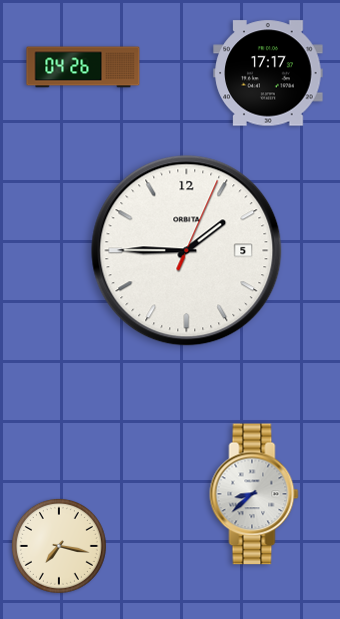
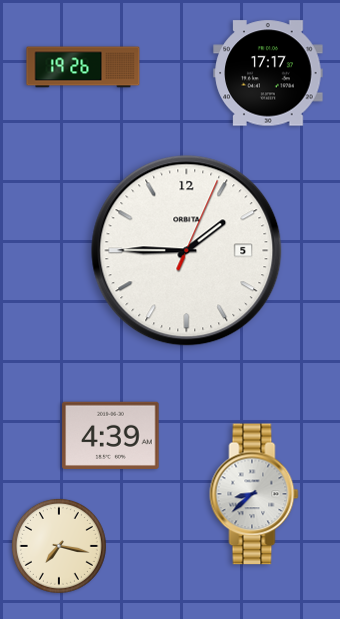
clock at (83, 67): 04:26 -> 19:26
clock at (111, 435): none -> 4:39
